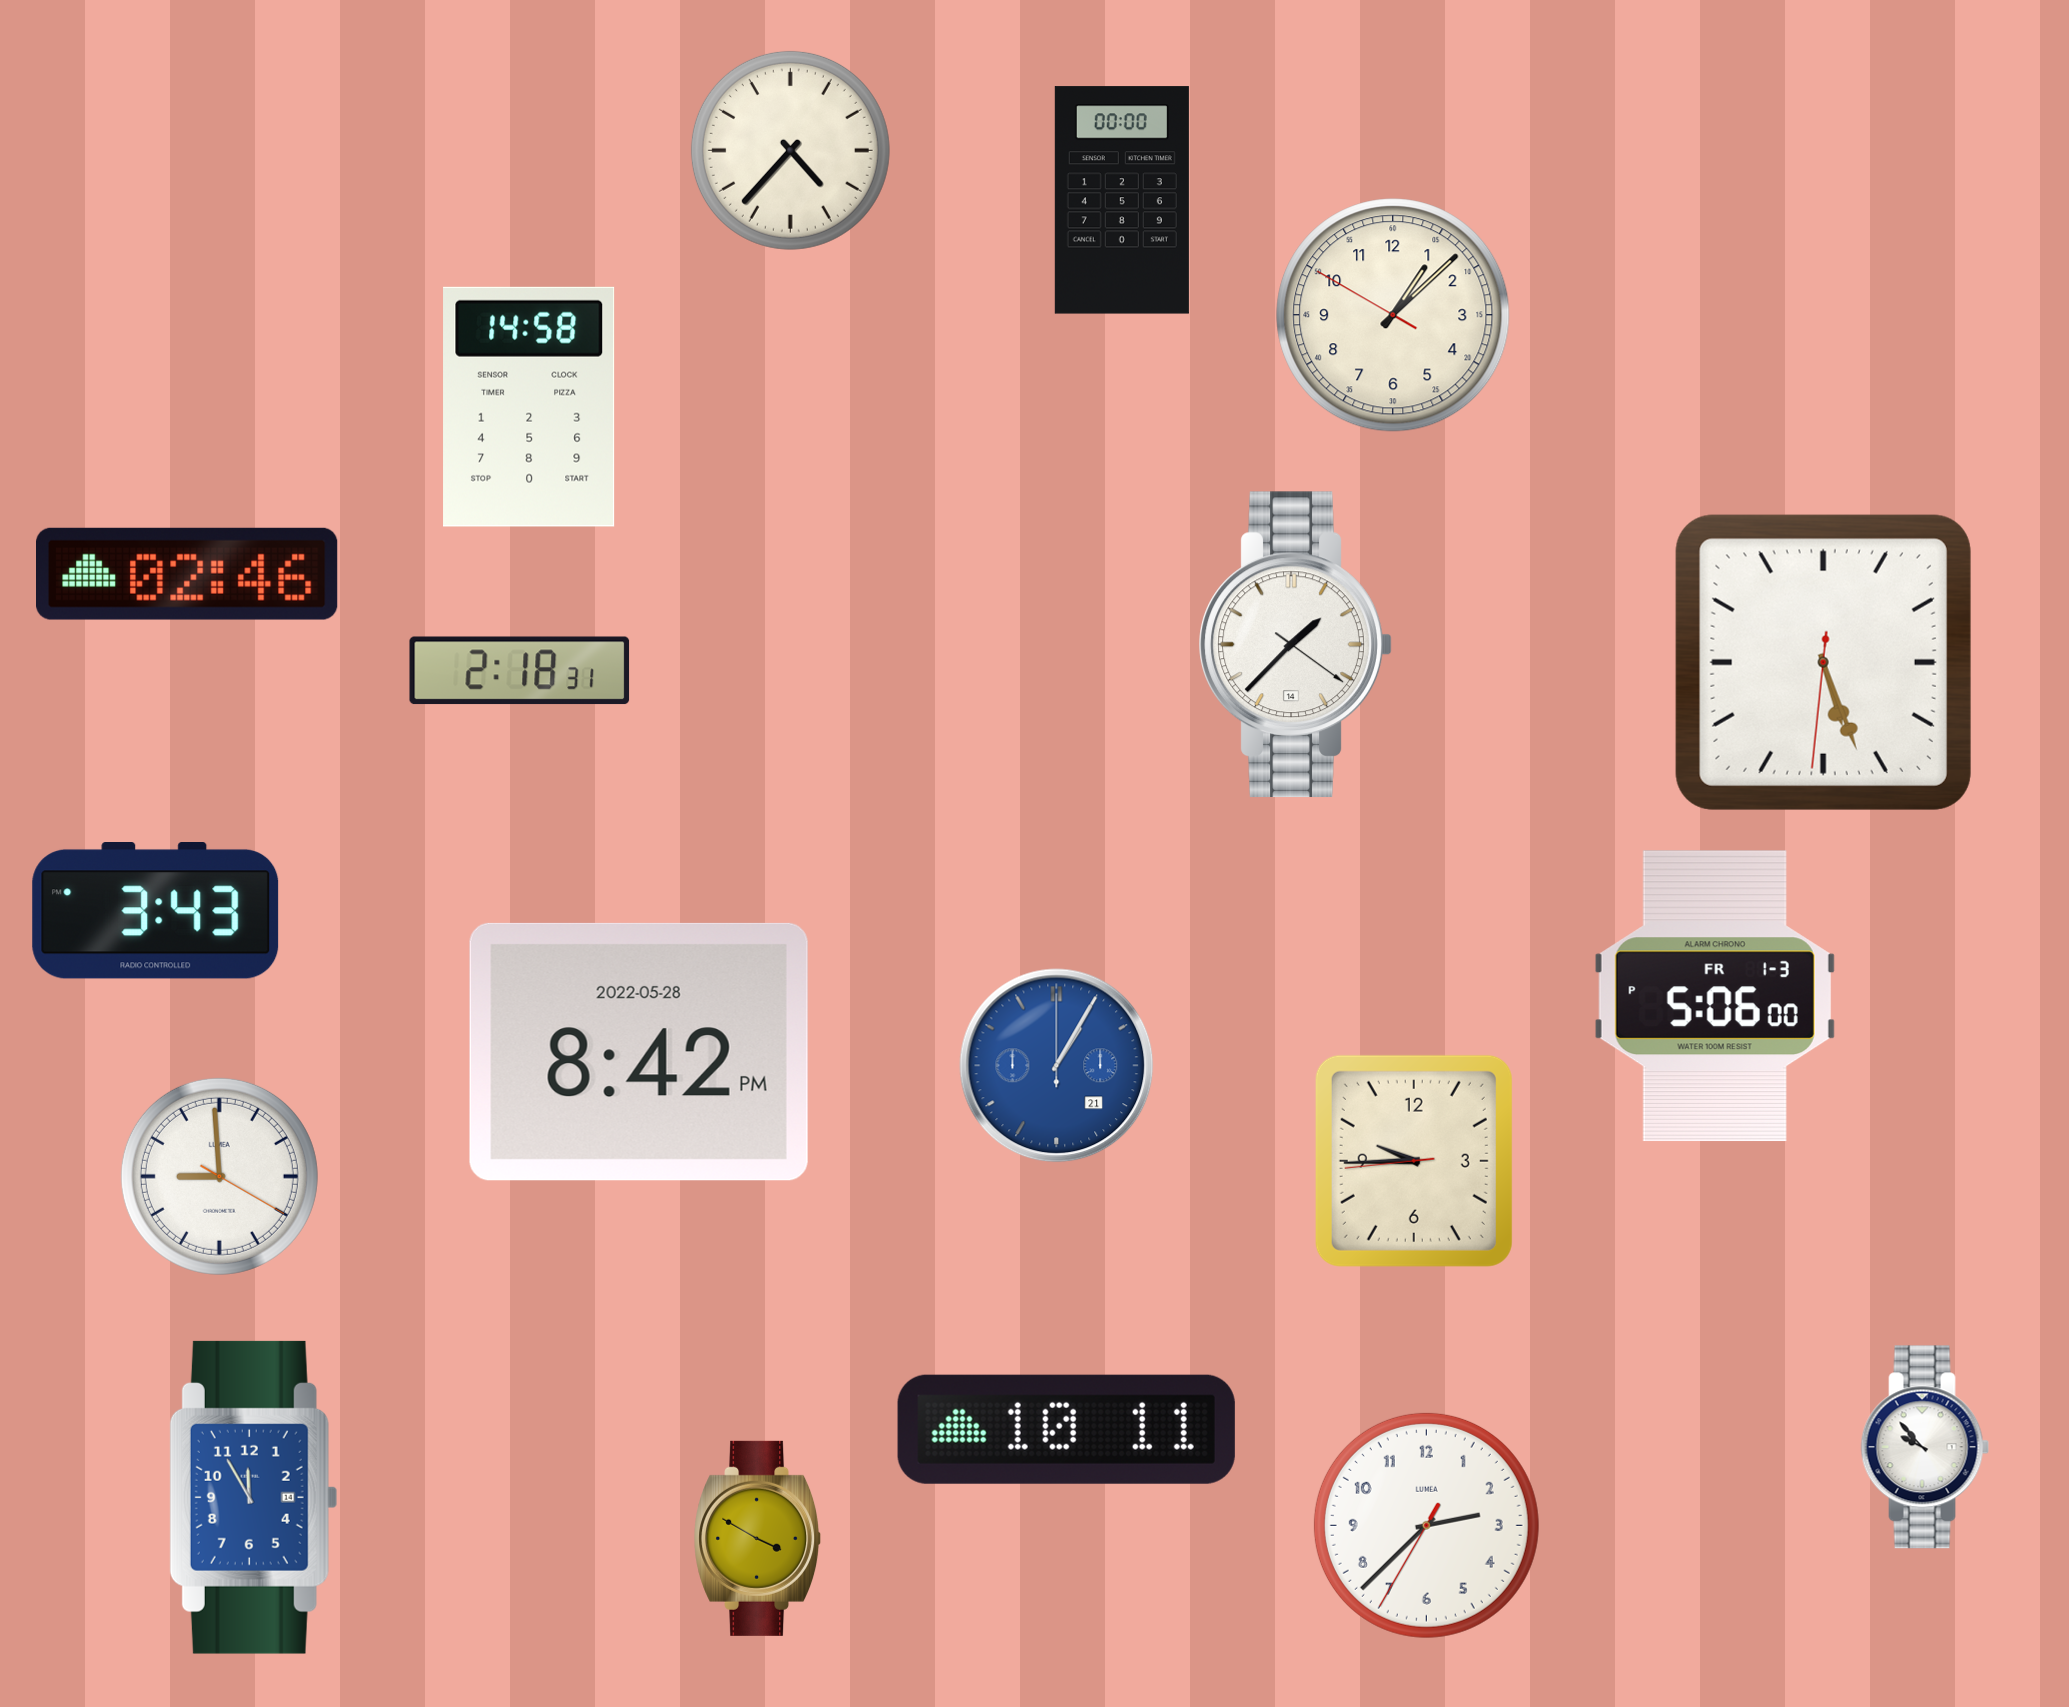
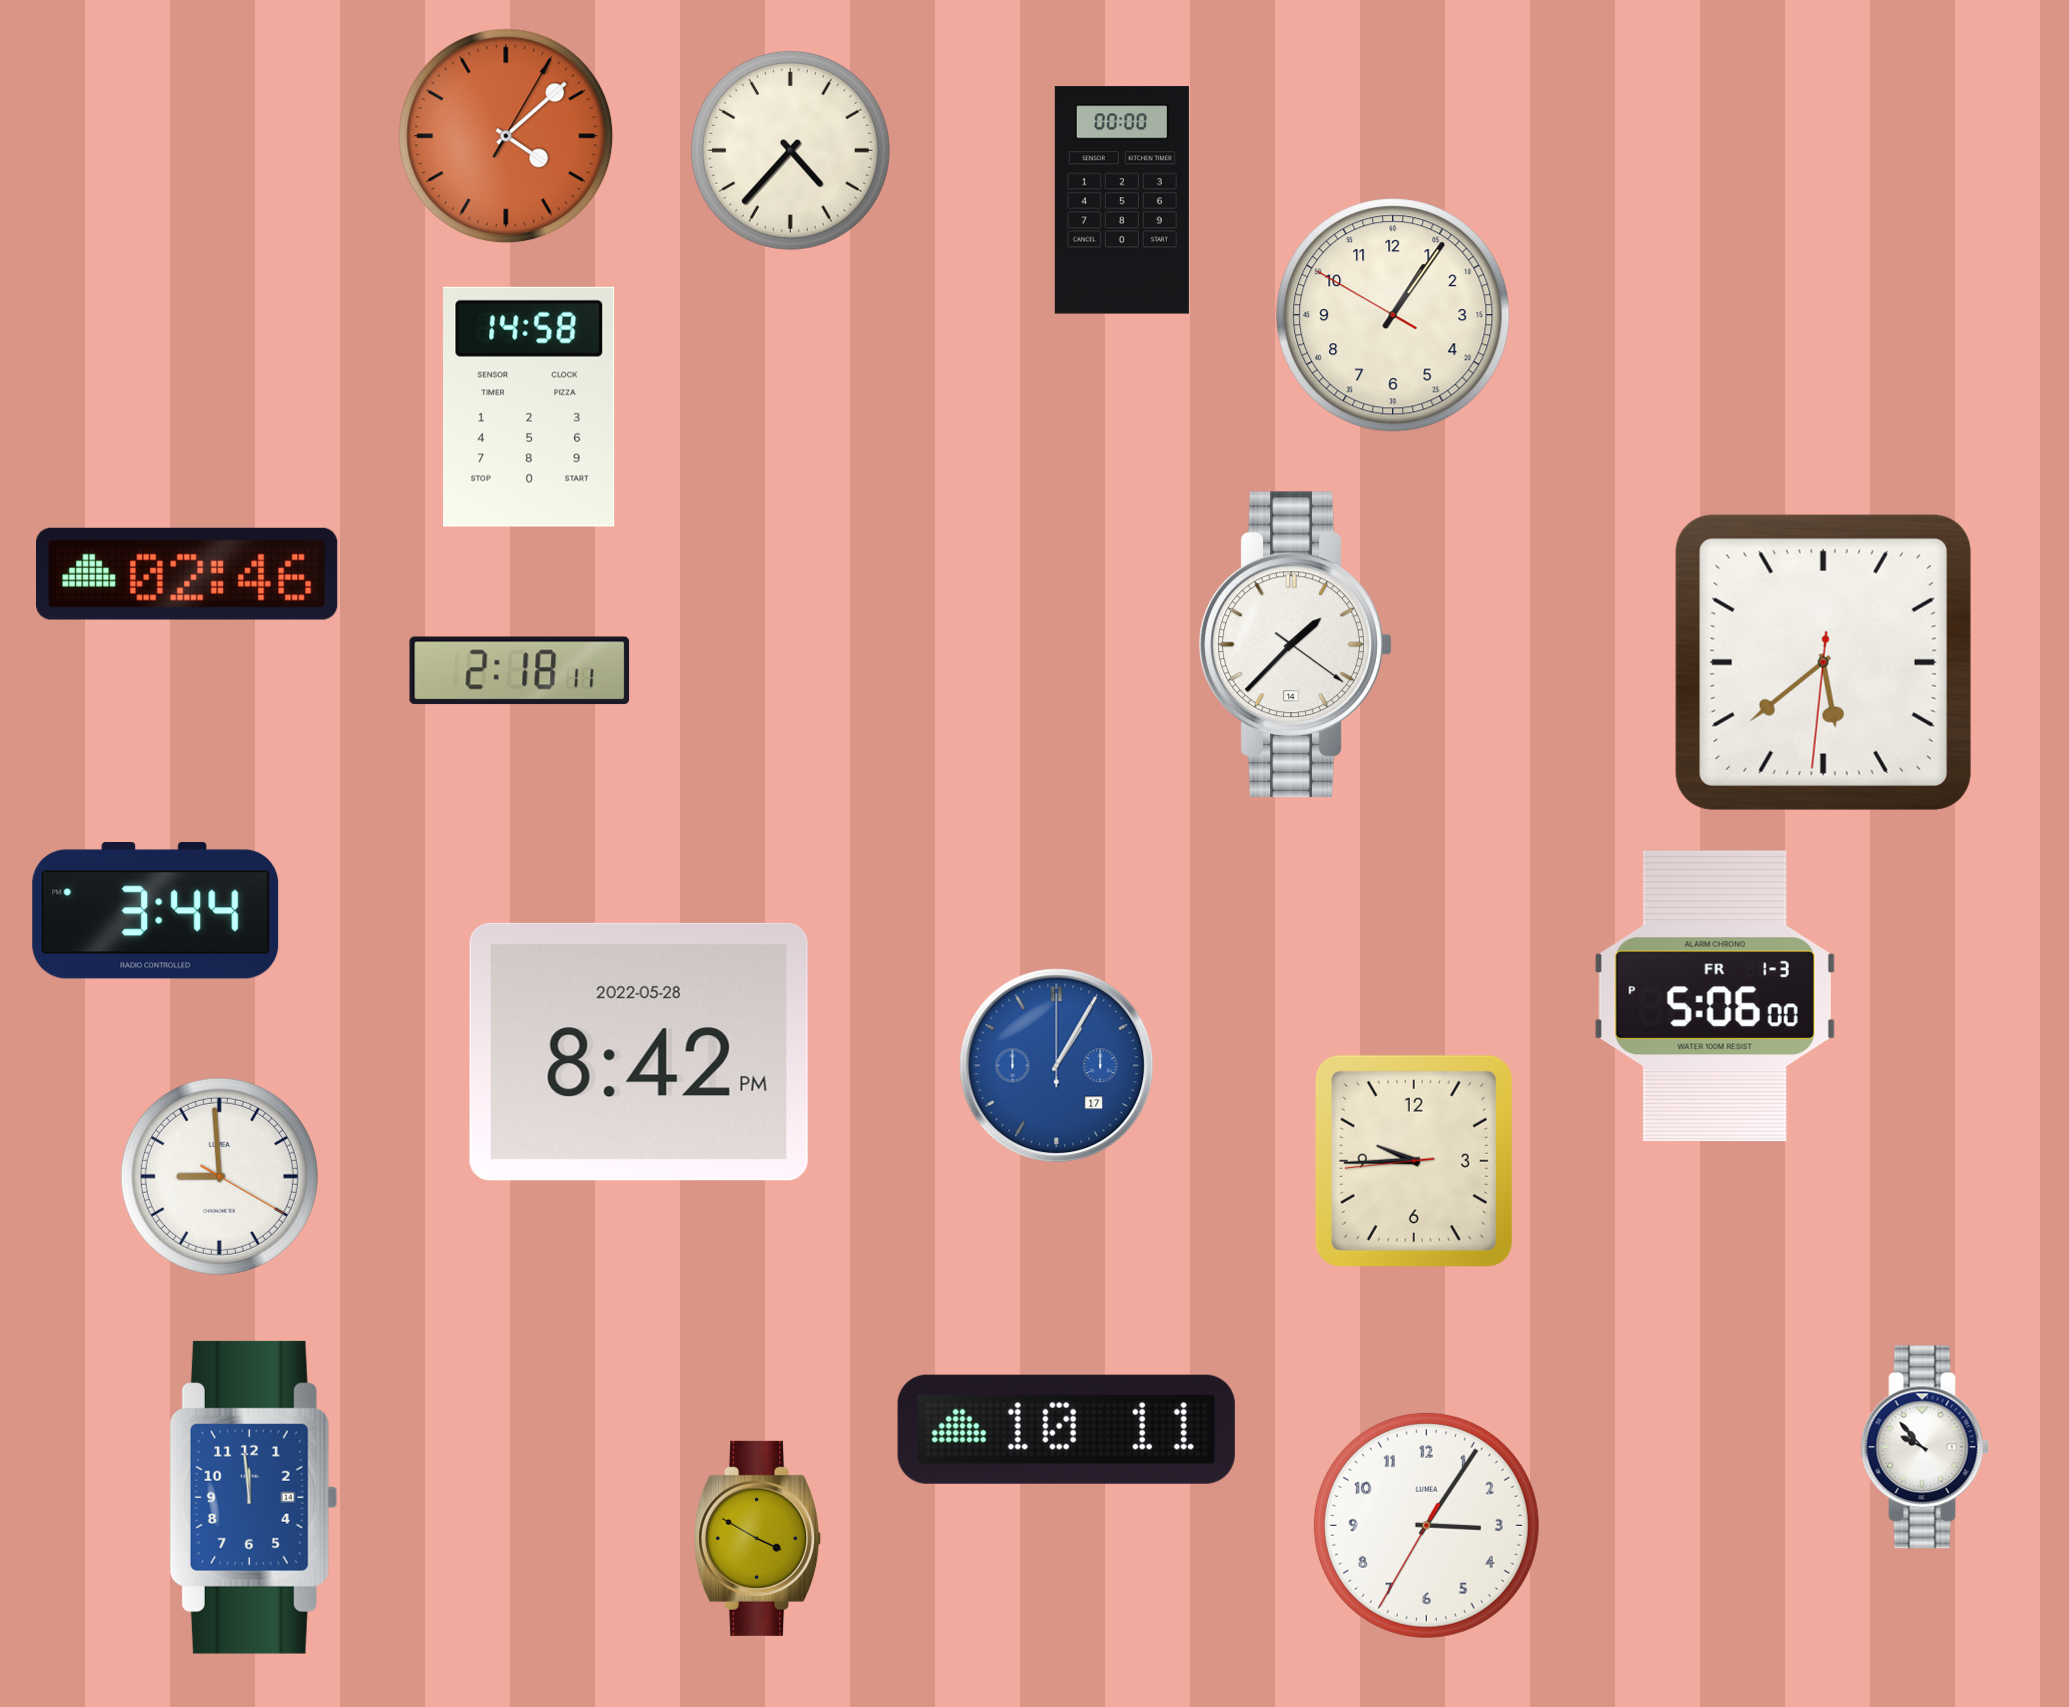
clock at (506, 136): none -> 4:08
clock at (1393, 315): 1:07 -> 1:05
clock at (1823, 662): 5:26 -> 5:38
clock at (520, 671): 2:18:31 -> 2:18:11
clock at (156, 911): 3:43 -> 3:44
clock at (1057, 1066) date: 21 -> 17
clock at (253, 1497): 11:55 -> 11:59
clock at (1426, 1525): 2:37 -> 3:05
